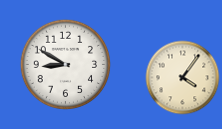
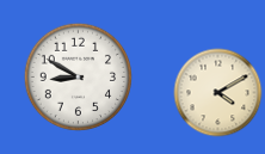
clock at (183, 78): 4:06 -> 4:10
